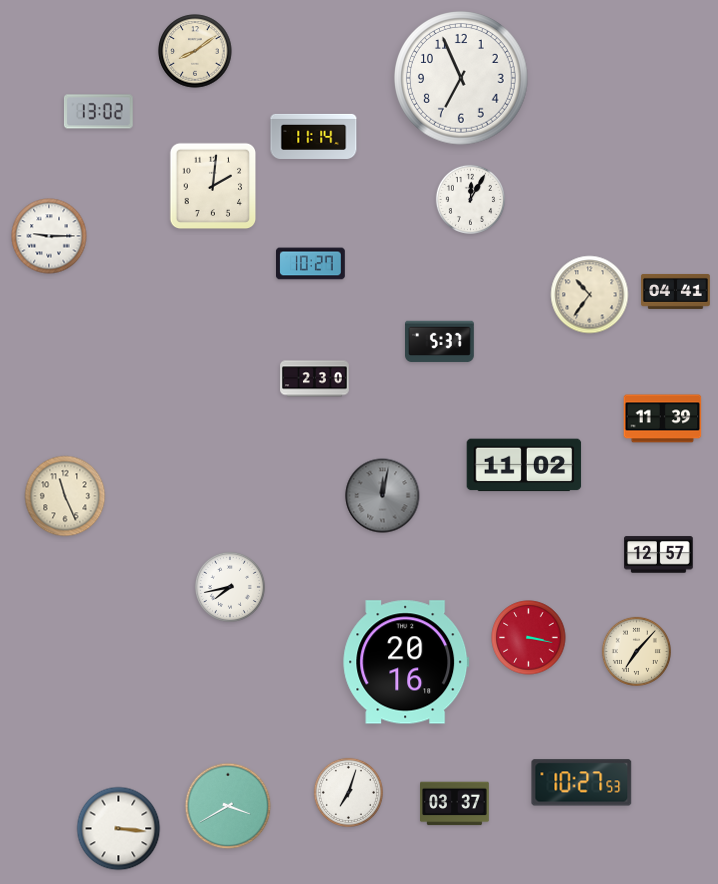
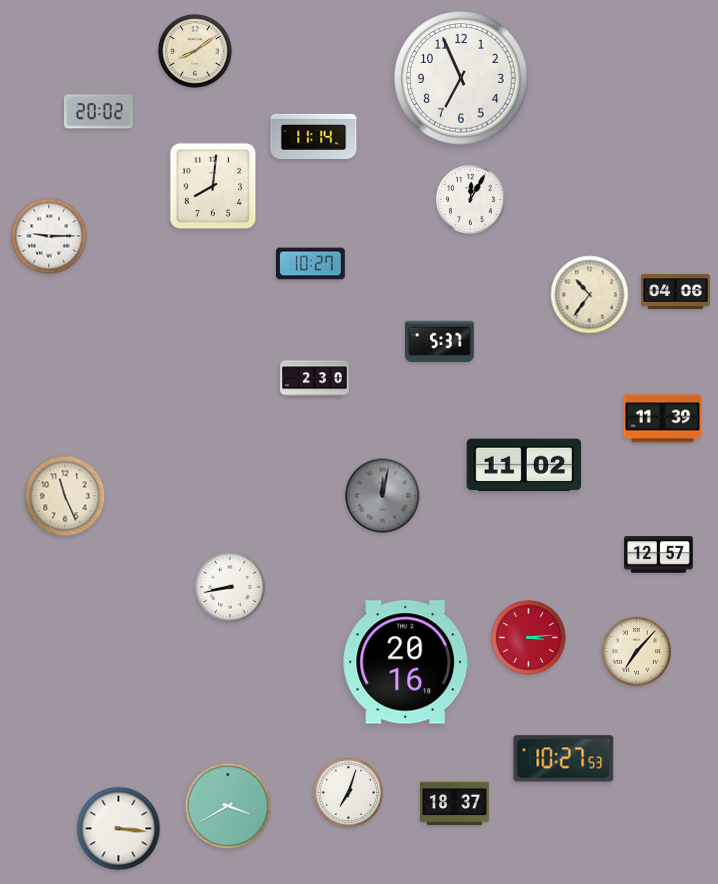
clock at (99, 112): 13:02 -> 20:02
clock at (213, 186): 2:01 -> 8:01
clock at (676, 291): 04:41 -> 04:06
clock at (230, 587): 7:43 -> 8:43
clock at (529, 638): 3:17 -> 3:14
clock at (582, 783) position: (582, 783) -> (564, 759)
clock at (455, 804): 03:37 -> 18:37
